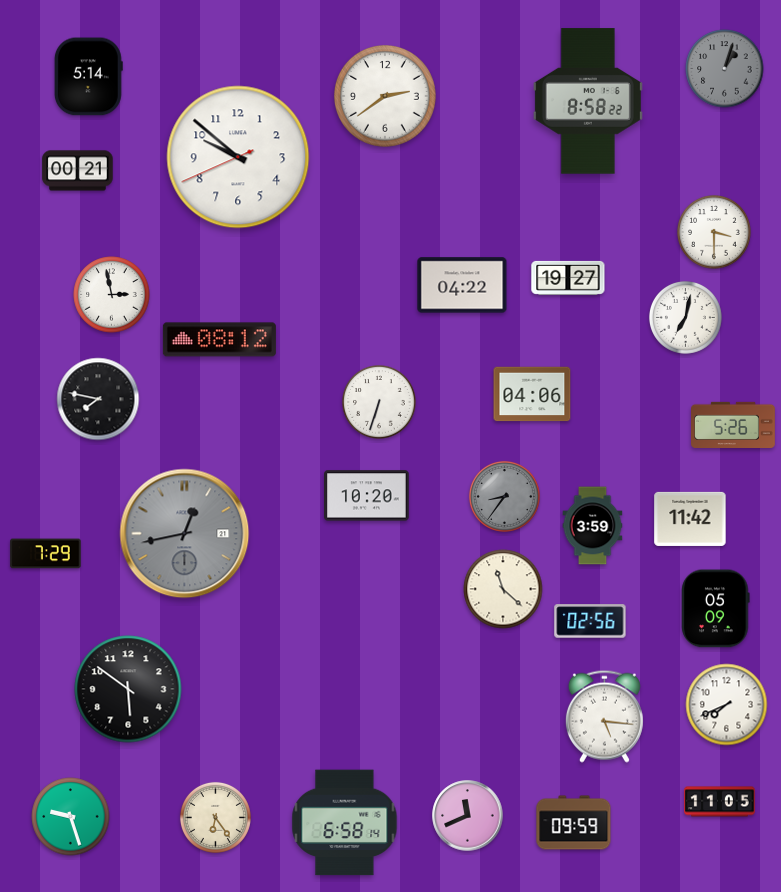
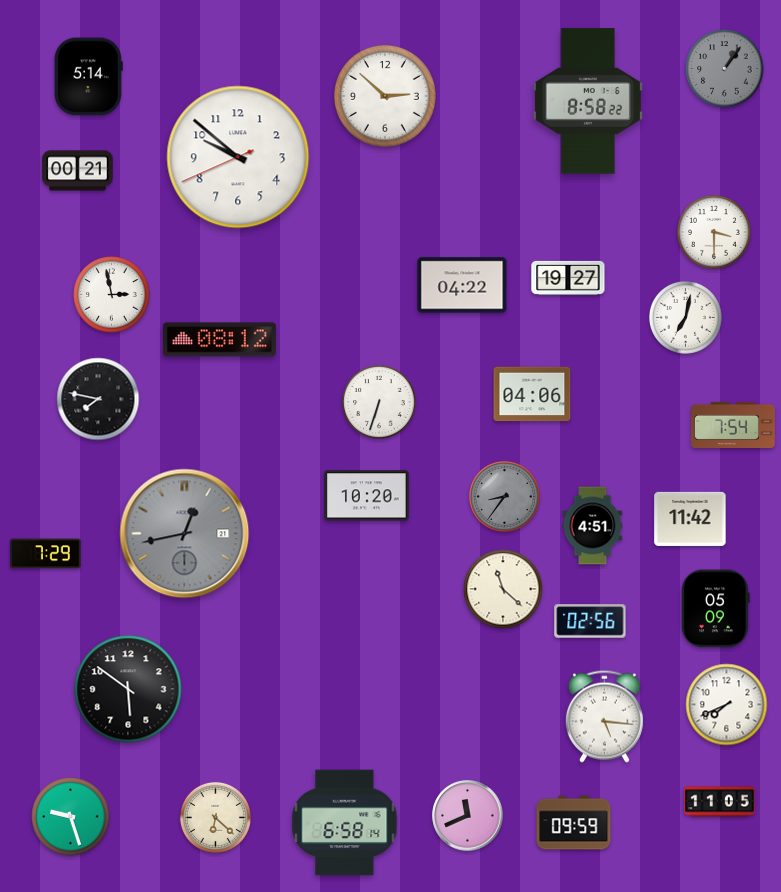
clock at (725, 69): 1:03 -> 1:06
clock at (385, 96): 2:39 -> 2:52
clock at (734, 424): 5:26 -> 7:54
clock at (593, 526): 3:59 -> 4:51
clock at (215, 817): 6:24 -> 6:22
